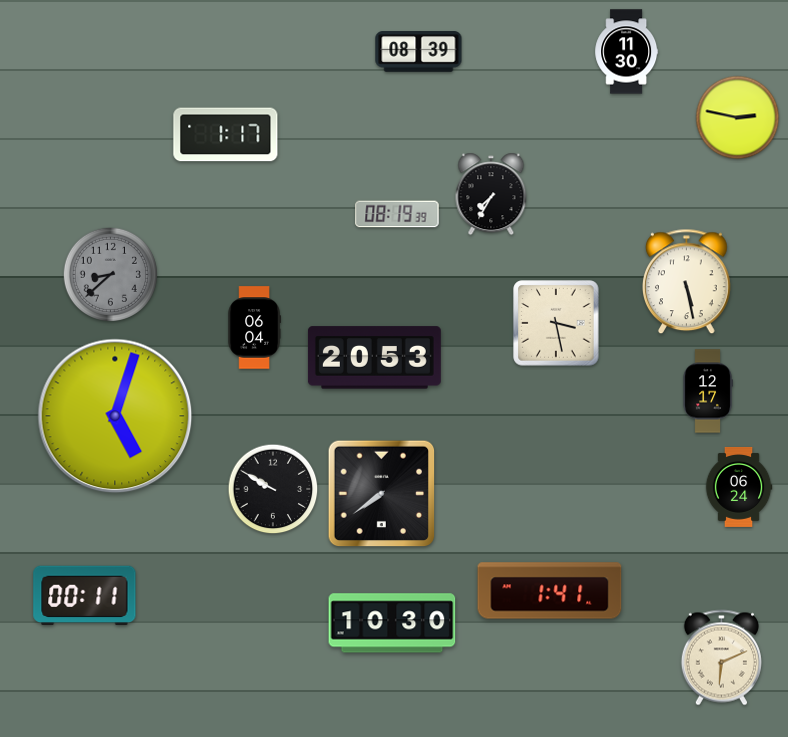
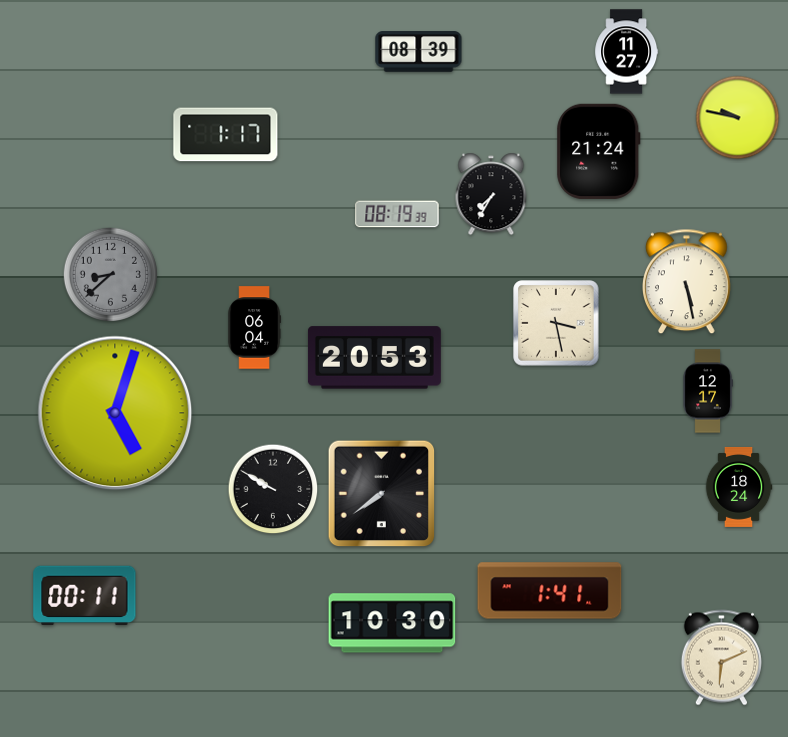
clock at (627, 52): 11:30 -> 11:27
clock at (738, 118): 2:47 -> 9:47
clock at (599, 151): none -> 21:24
clock at (115, 416) position: (115, 416) -> (115, 413)
clock at (739, 487): 06:24 -> 18:24
